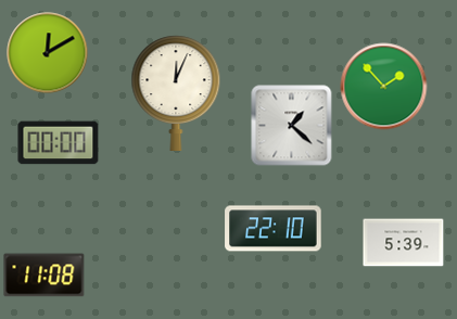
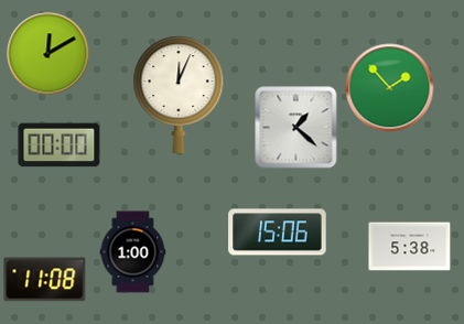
clock at (274, 229): 22:10 -> 15:06
clock at (404, 243): 5:39 -> 5:38
clock at (133, 252): none -> 1:00
